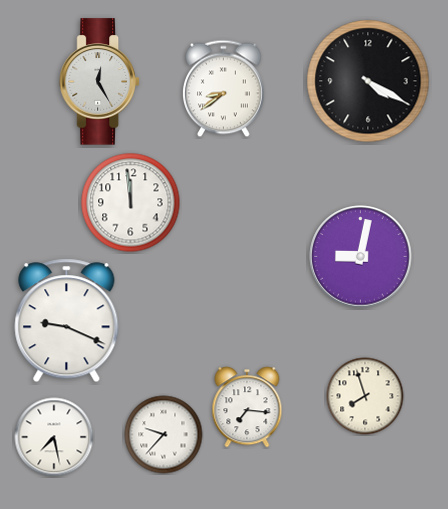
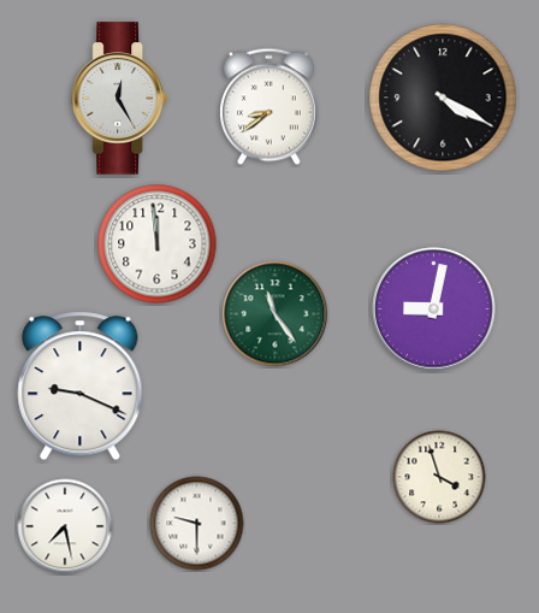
clock at (276, 314): none -> 11:24
clock at (365, 396): 7:57 -> 3:57
clock at (247, 407): 7:16 -> none
clock at (164, 435): 9:37 -> 9:30
